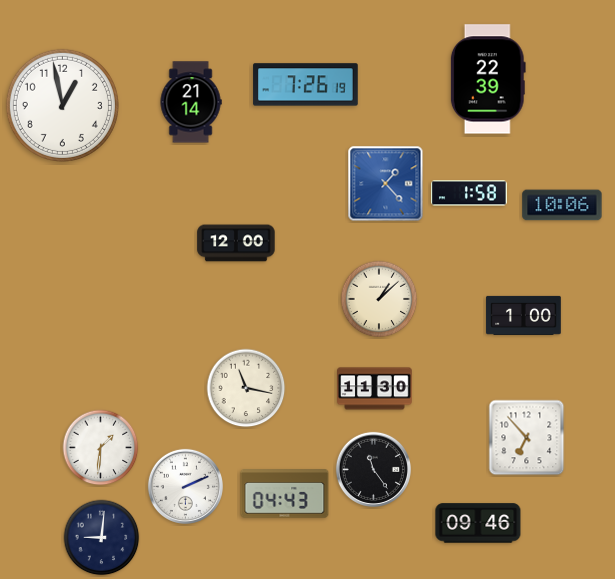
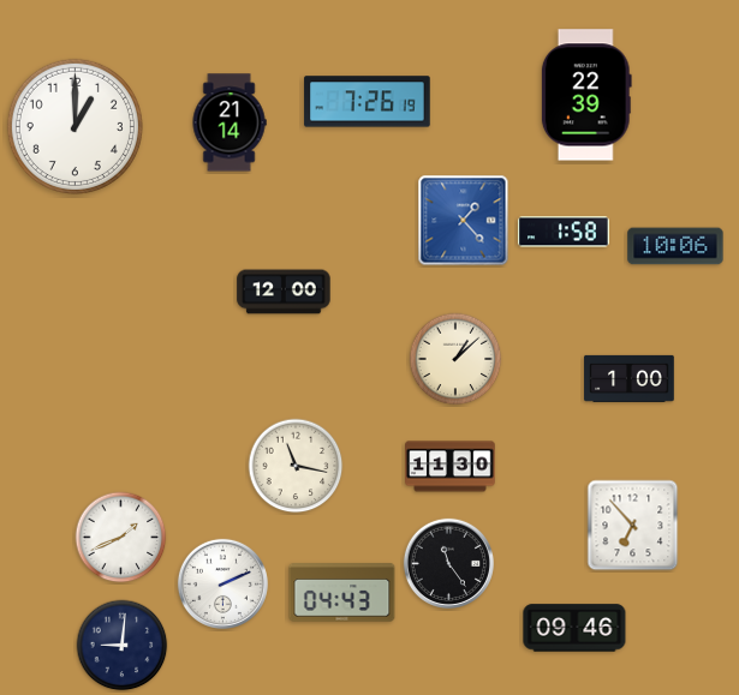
clock at (62, 105): 12:58 -> 1:00
clock at (101, 448): 1:31 -> 1:41
